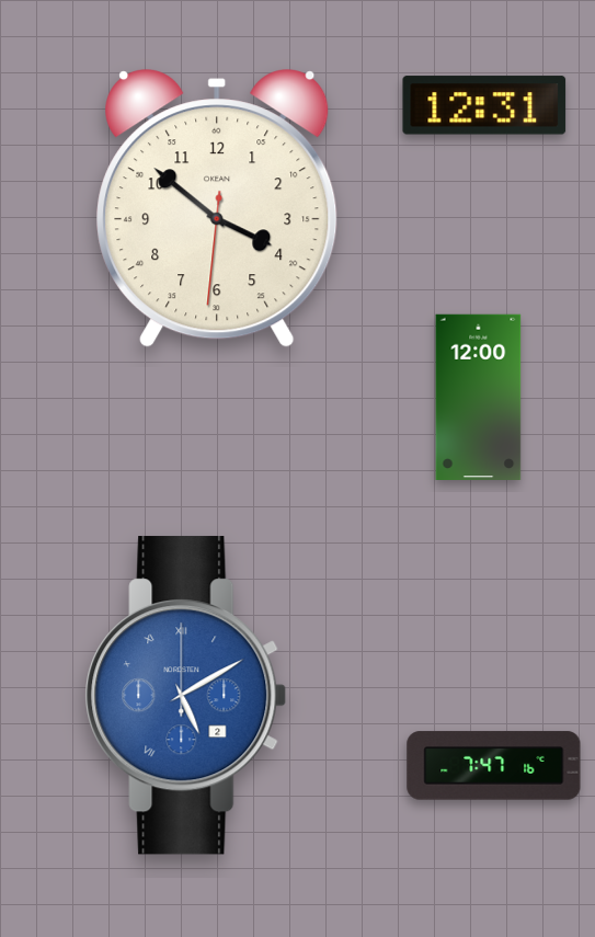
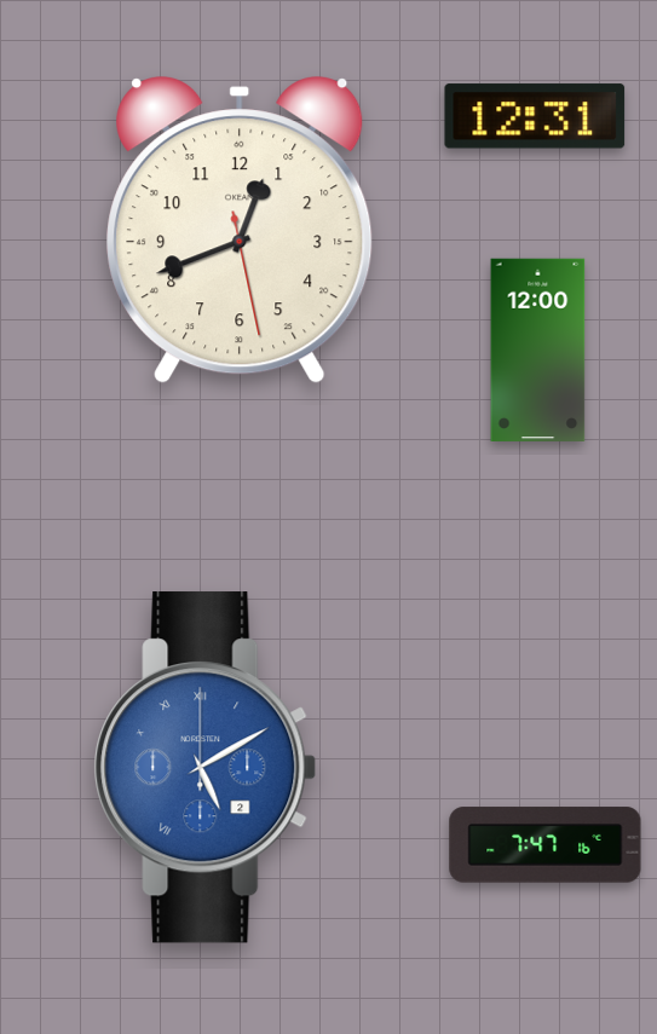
clock at (217, 208): 3:51 -> 12:41
clock at (479, 397) position: (479, 397) -> (538, 350)
